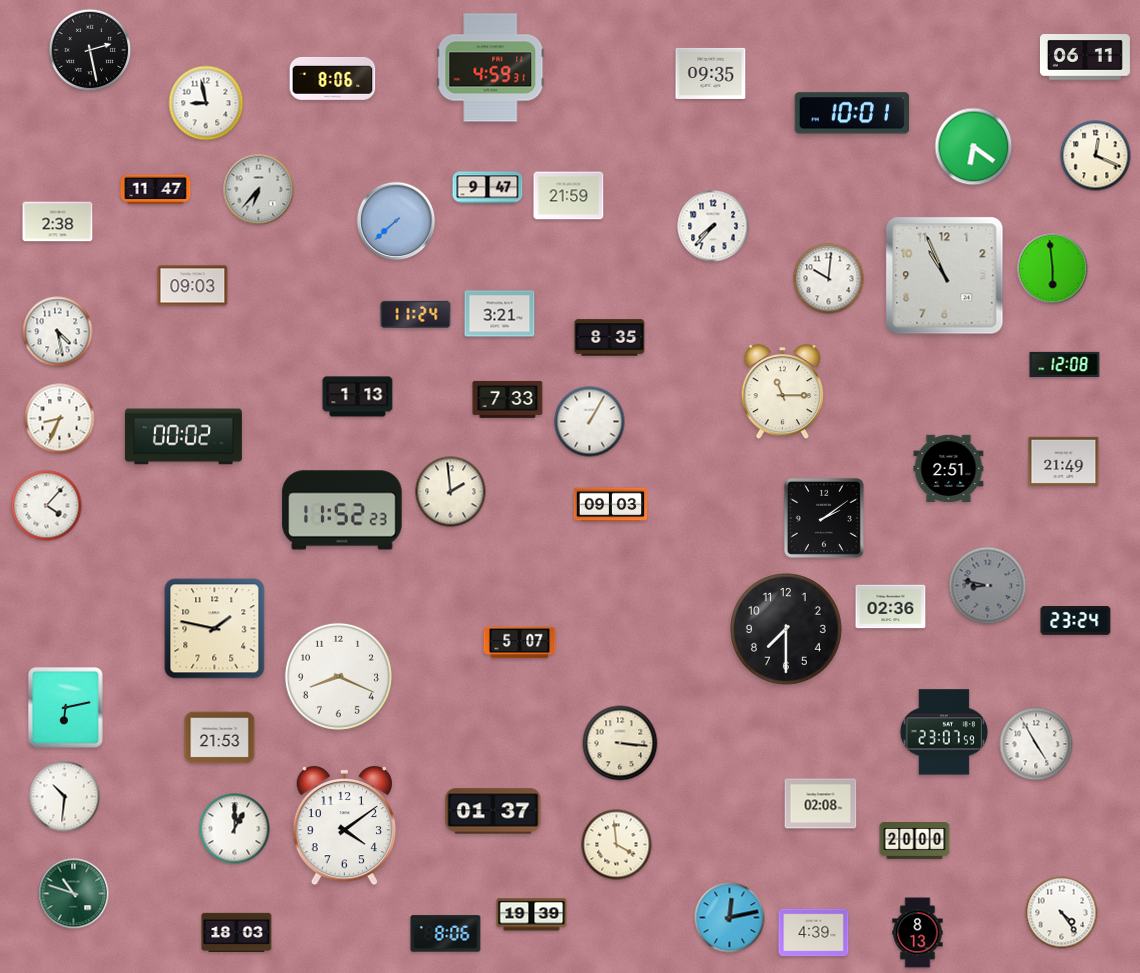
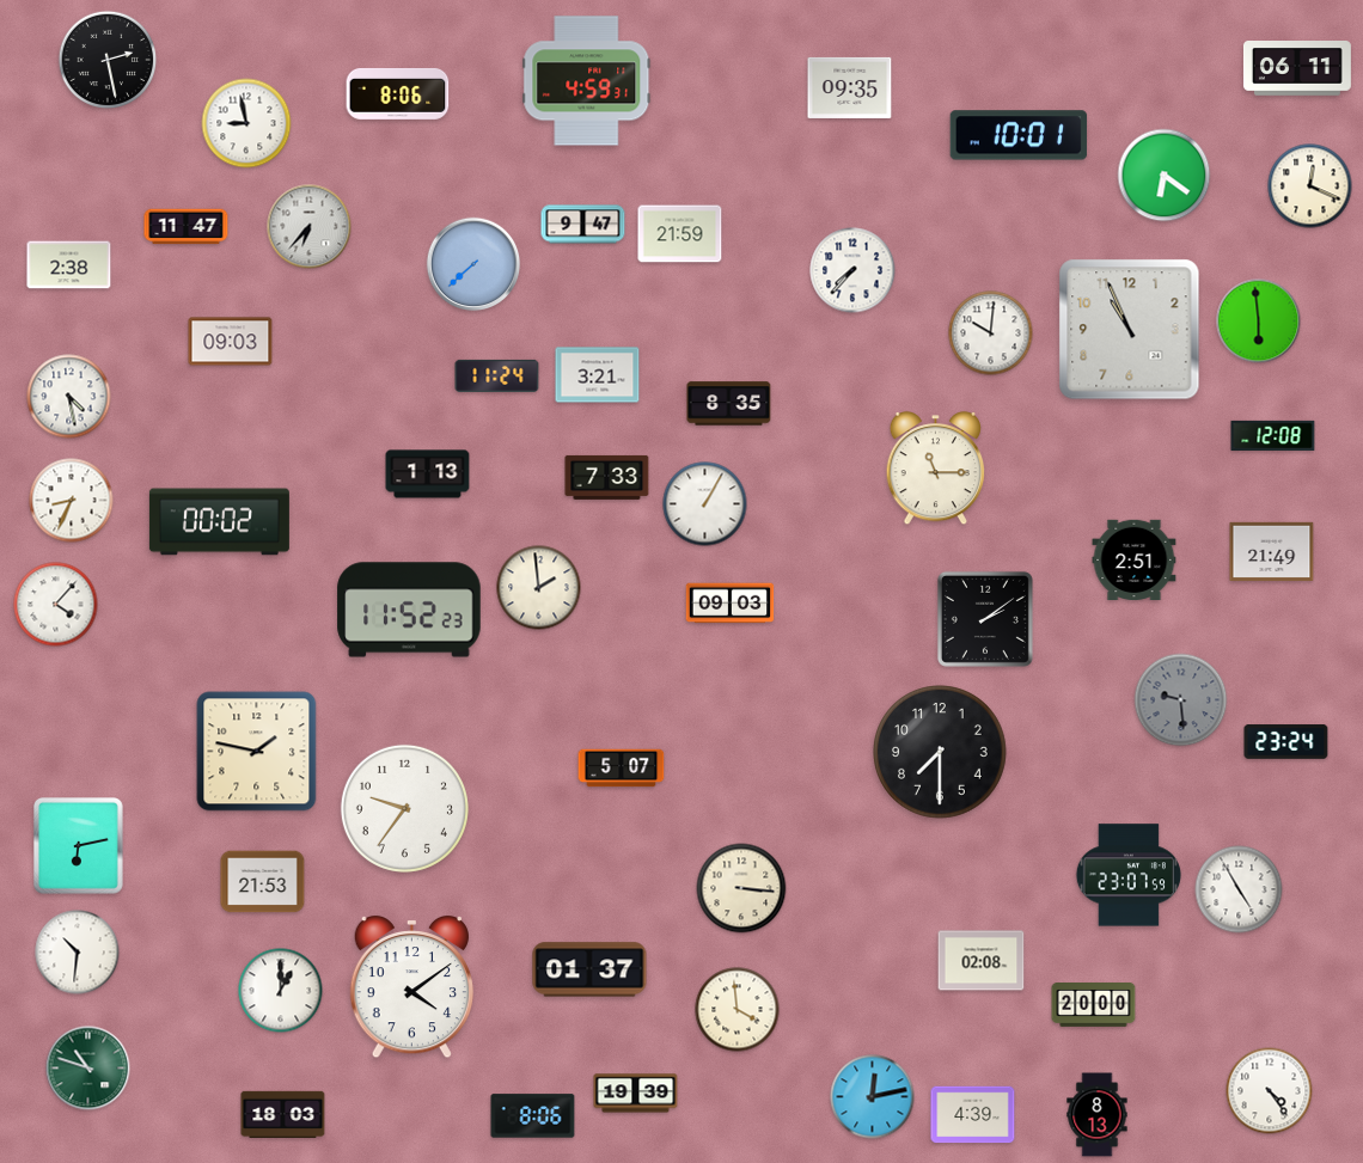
clock at (988, 586): 8:47 -> 9:29
clock at (891, 607): 02:36 -> none
clock at (338, 676): 8:19 -> 9:36
